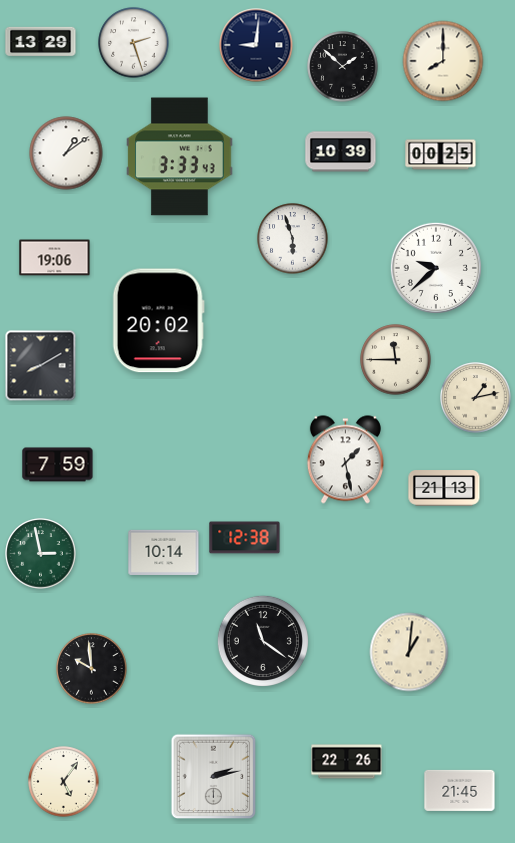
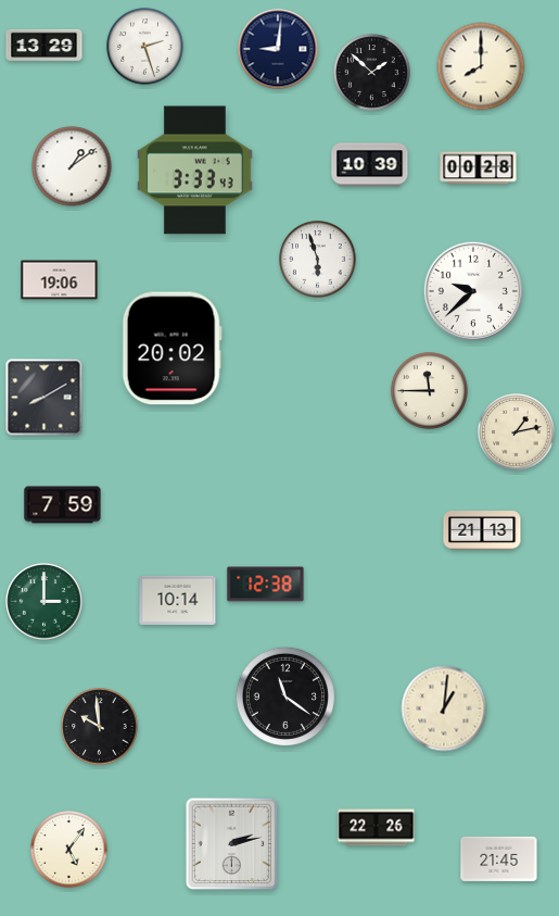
clock at (441, 155): 00:25 -> 00:28
clock at (345, 460): 1:28 -> none
clock at (41, 554): 2:58 -> 3:00
